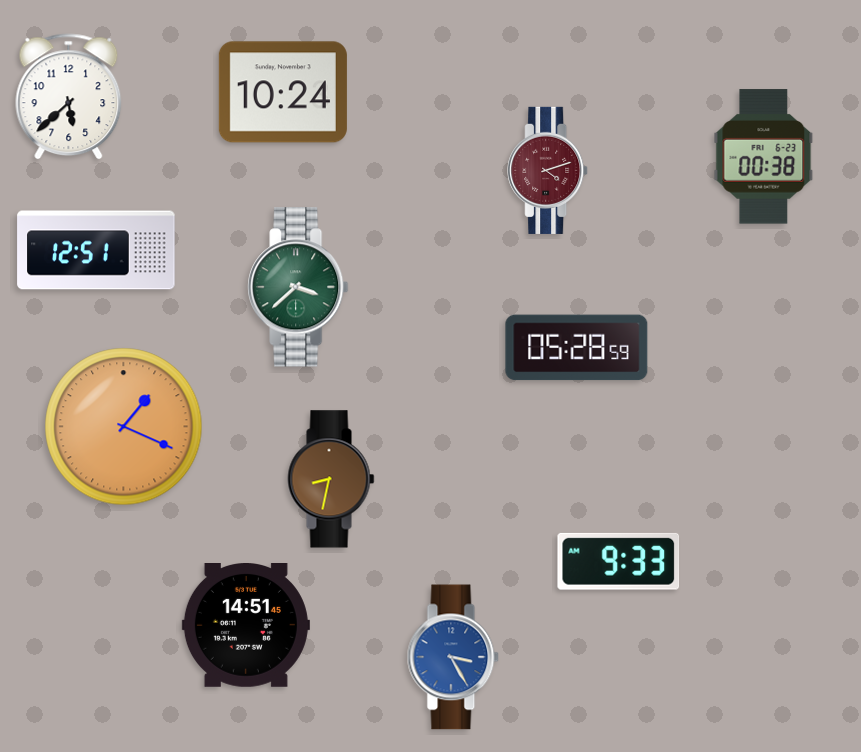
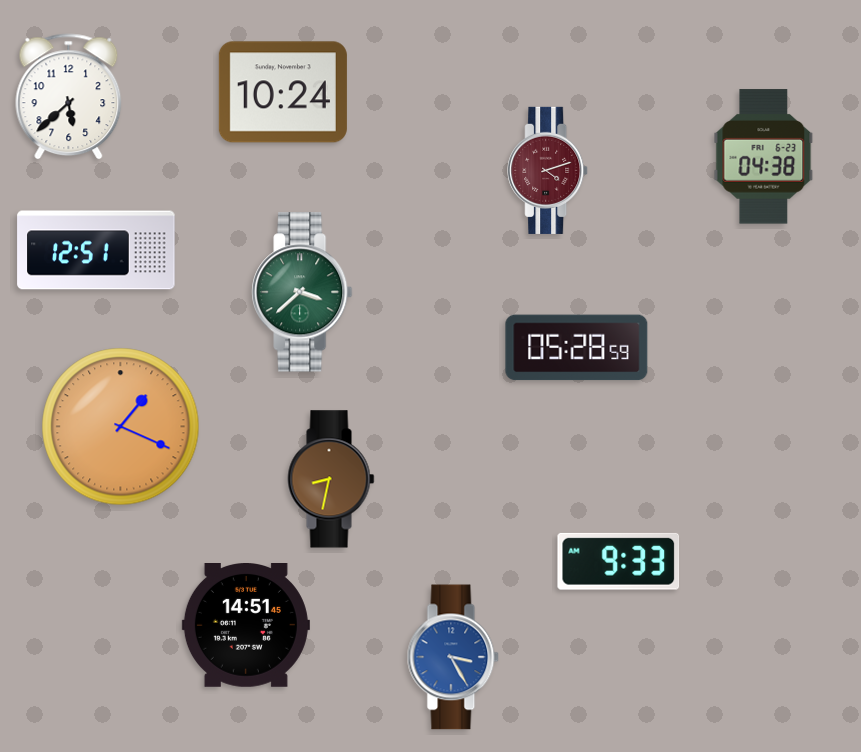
clock at (764, 157): 00:38 -> 04:38
clock at (298, 287) position: (298, 287) -> (302, 292)
clock at (124, 427) position: (124, 427) -> (121, 427)
